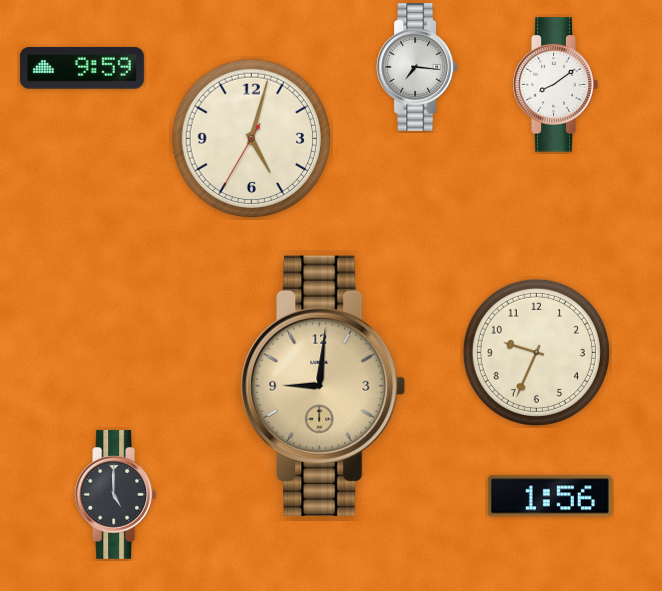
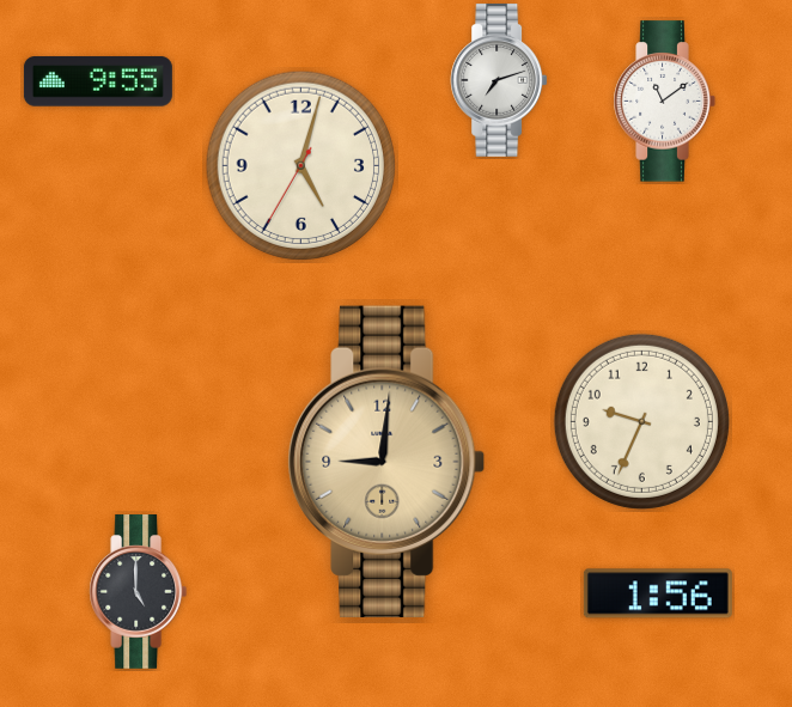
clock at (417, 67): 7:16 -> 7:12
clock at (82, 68): 9:59 -> 9:55
clock at (555, 85): 8:09 -> 11:09
